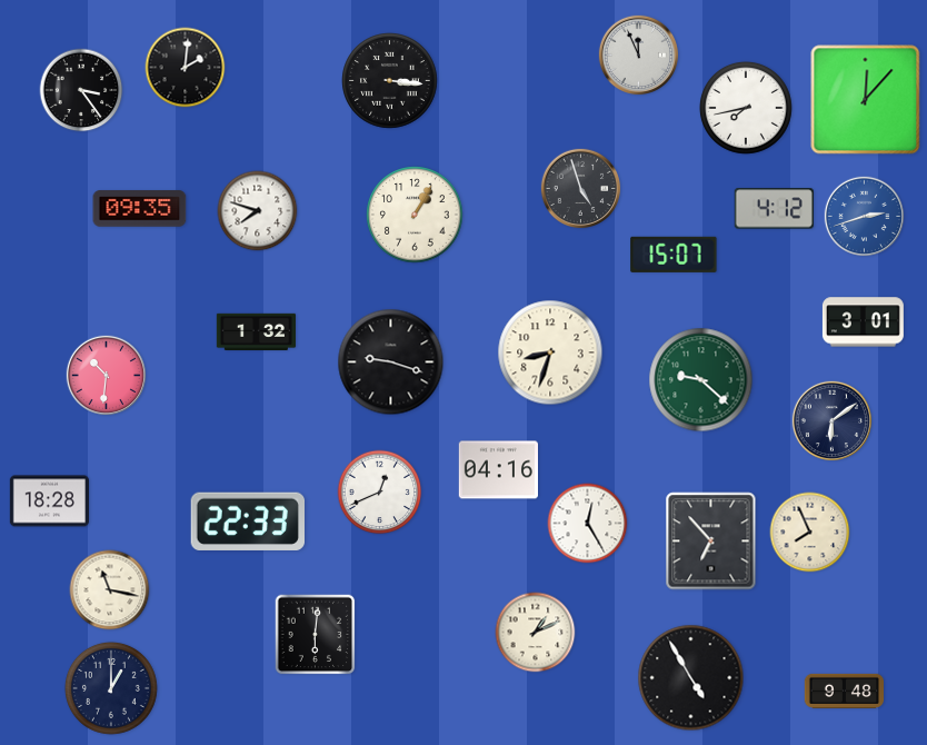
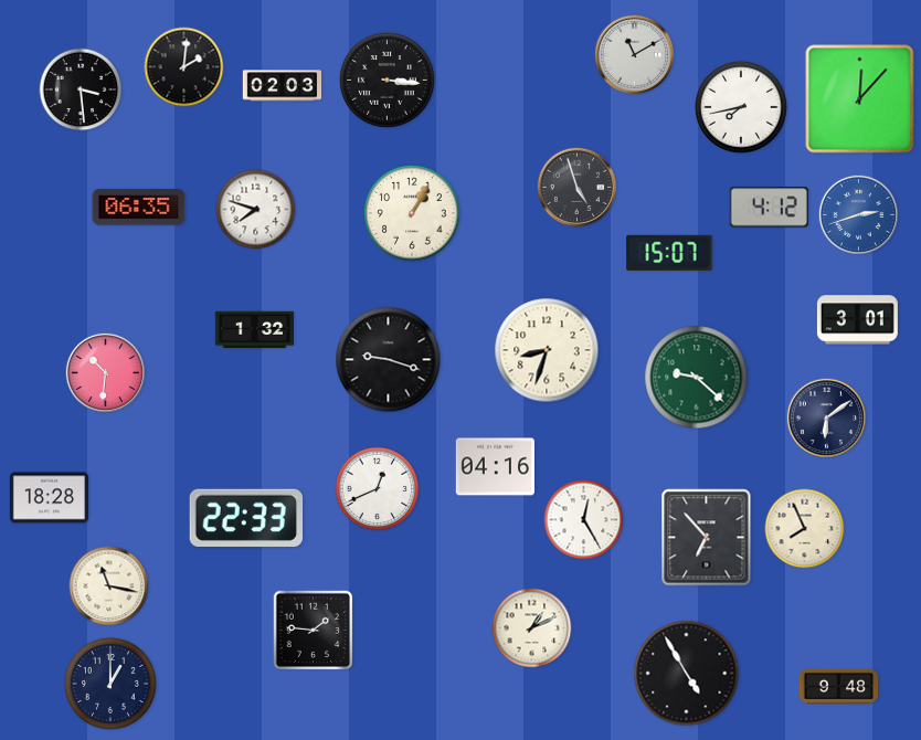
clock at (639, 56): 11:56 -> 11:10
clock at (283, 86): none -> 02:03
clock at (81, 90): 3:24 -> 3:29
clock at (140, 209): 09:35 -> 06:35
clock at (316, 635): 6:01 -> 1:46
